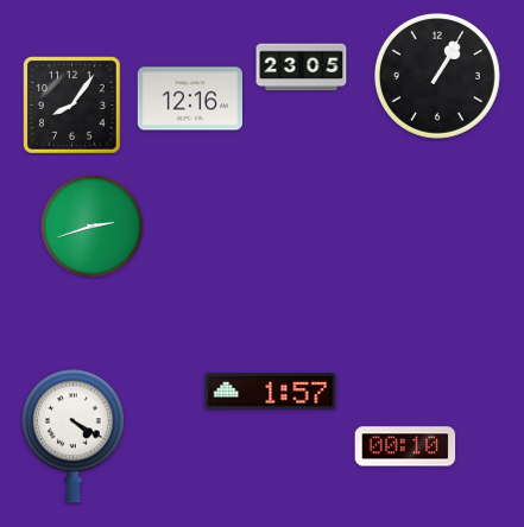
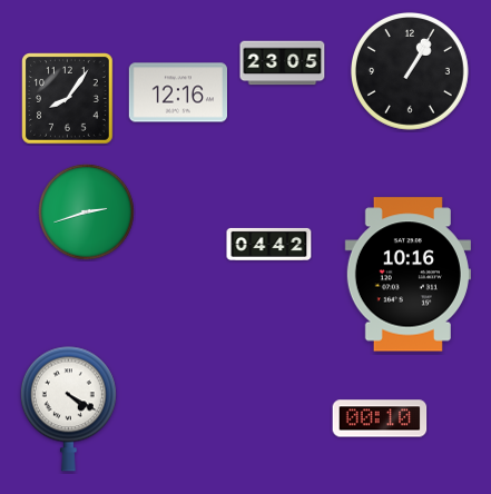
clock at (269, 244): none -> 04:42
clock at (407, 275): none -> 10:16
clock at (271, 392): 1:57 -> none
